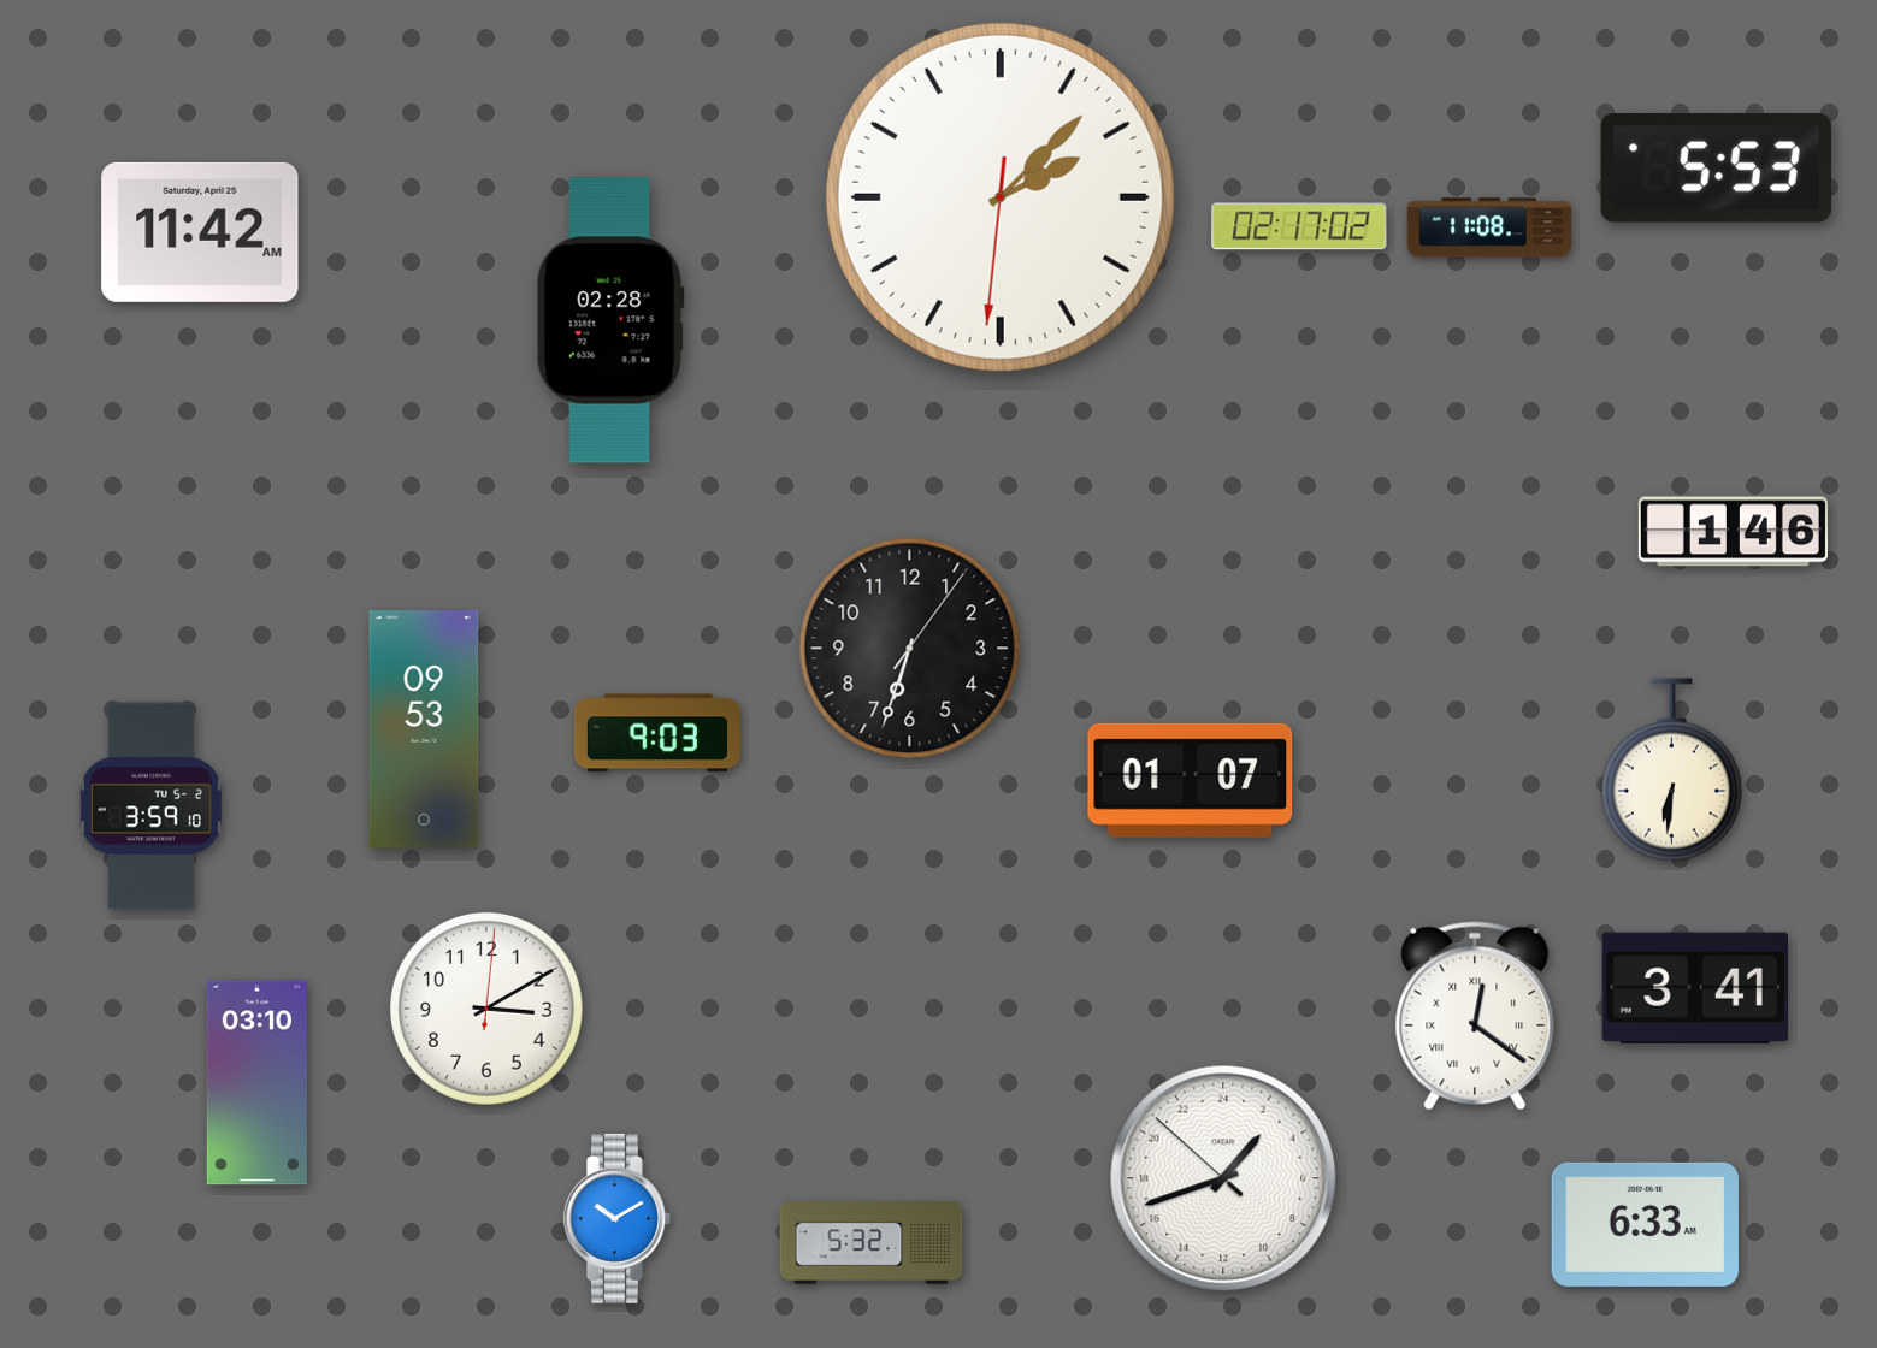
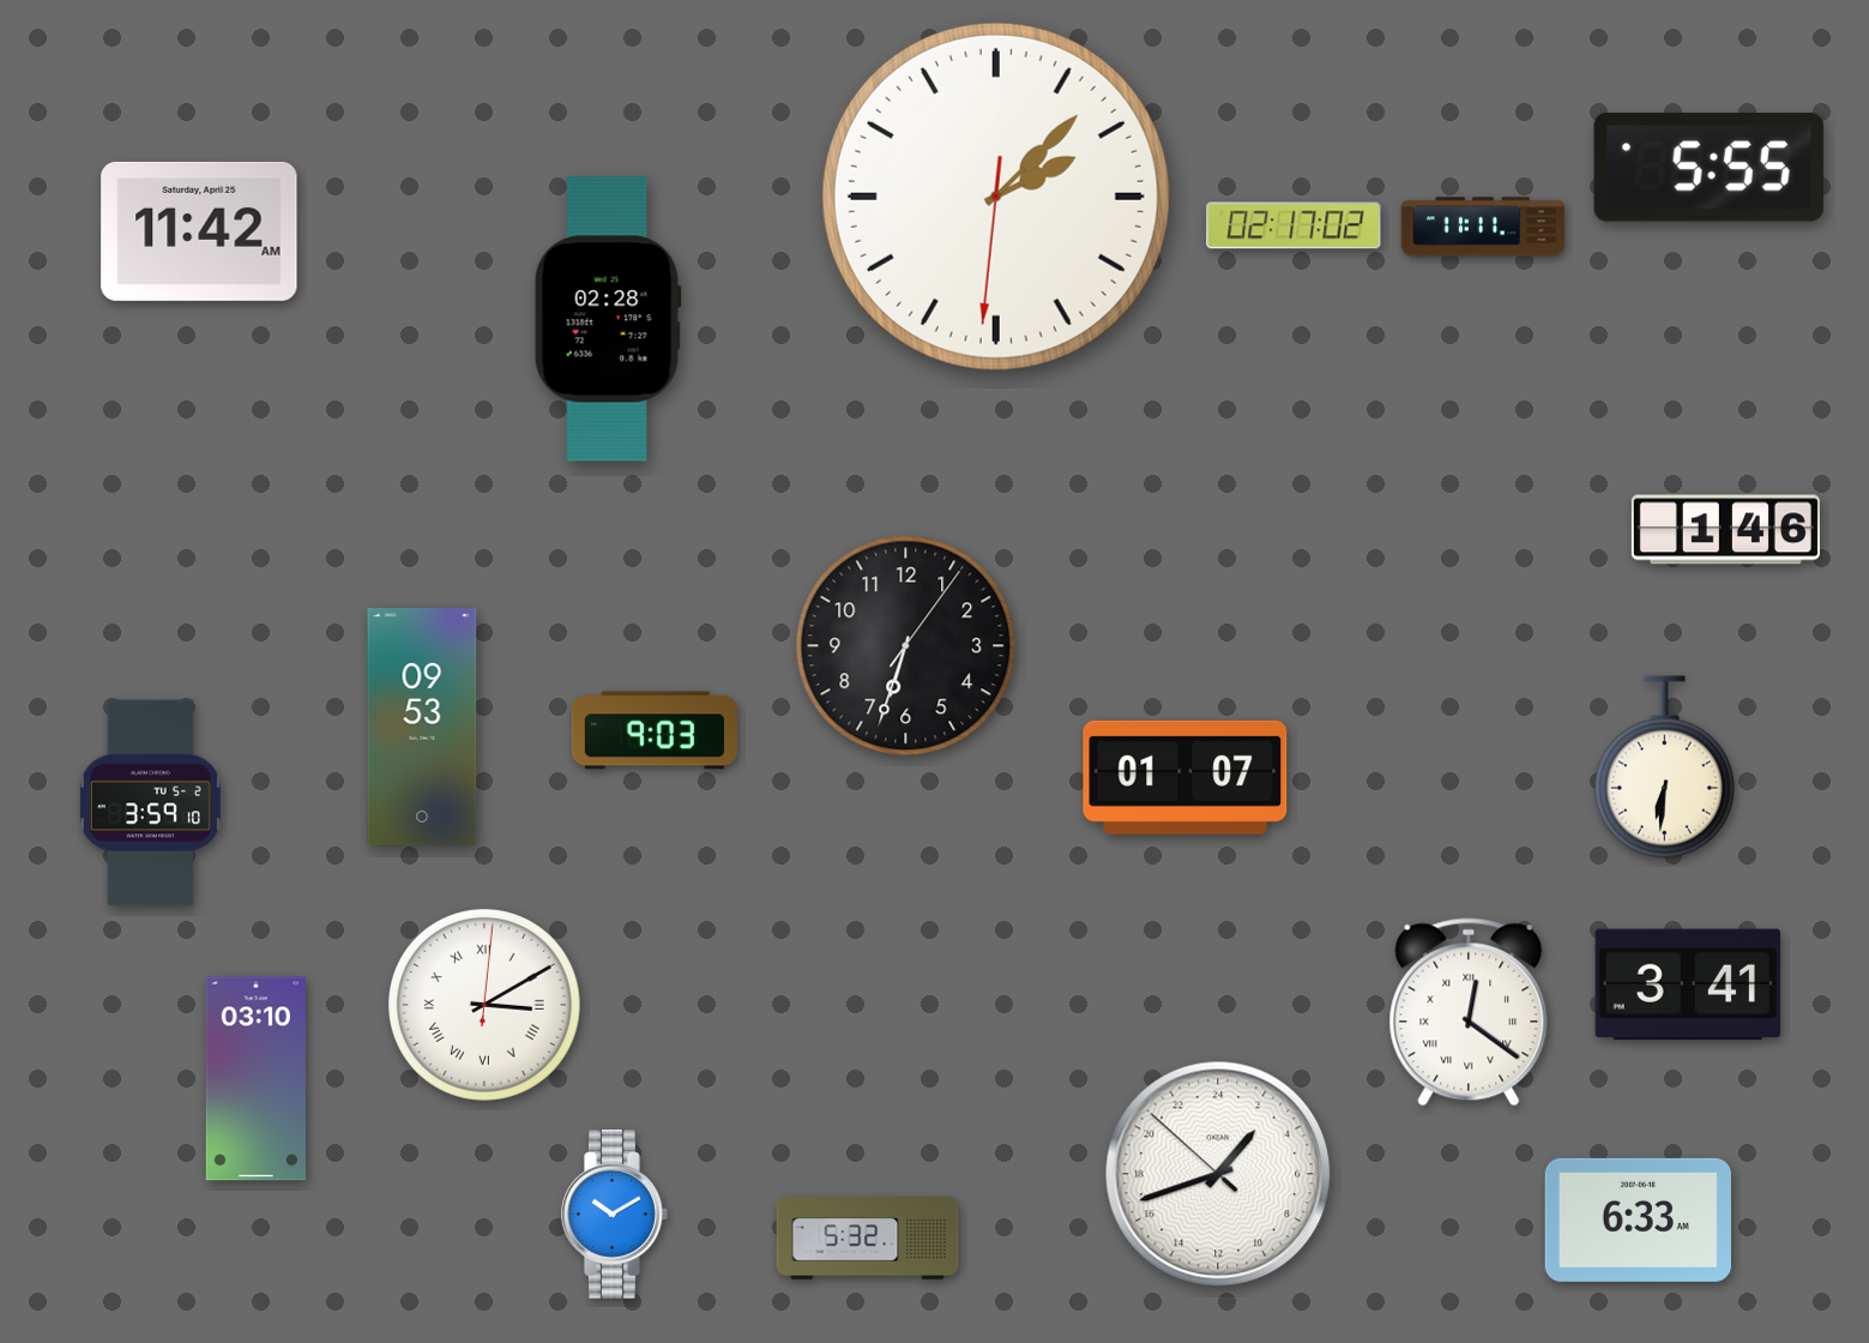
clock at (1716, 168): 5:53 -> 5:55
clock at (1489, 227): 11:08 -> 11:11
clock at (486, 1009) numerals: Arabic -> Roman
